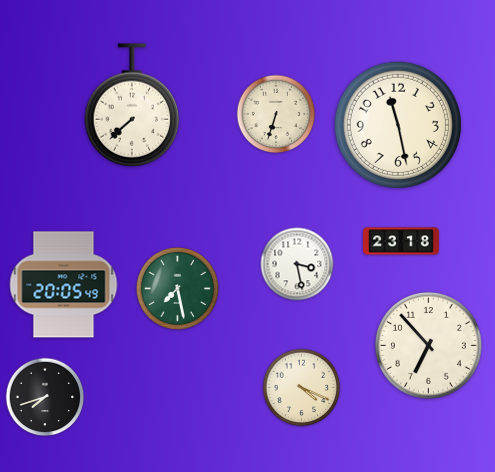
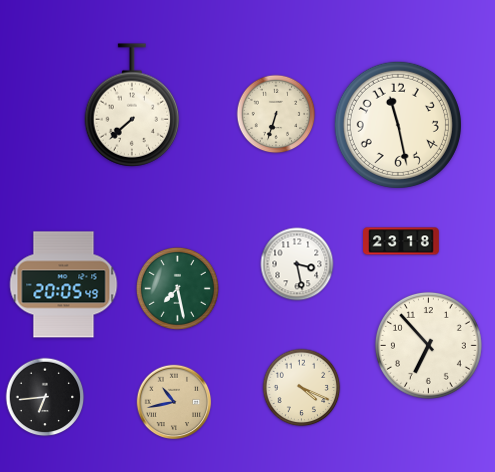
clock at (45, 397): 7:42 -> 6:44
clock at (174, 402): none -> 10:43
